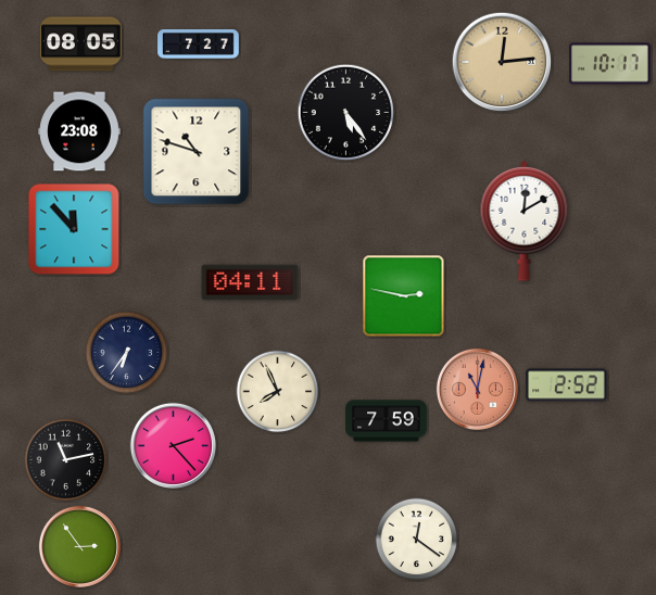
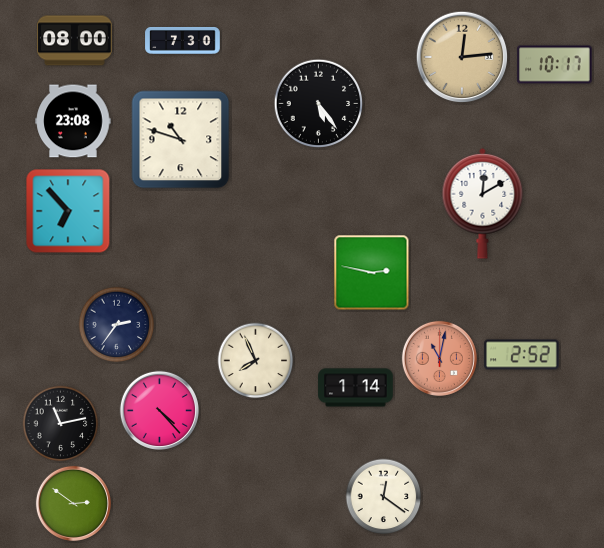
clock at (199, 43): 7:27 -> 7:30
clock at (81, 45): 08:05 -> 08:00
clock at (610, 64) position: (610, 64) -> (555, 65)
clock at (74, 229): 11:53 -> 6:53
clock at (250, 282): 04:11 -> none
clock at (127, 353): 6:36 -> 2:36
clock at (387, 421): 7:59 -> 1:14
clock at (173, 445): 2:23 -> 4:23
clock at (79, 546): 2:54 -> 2:51
